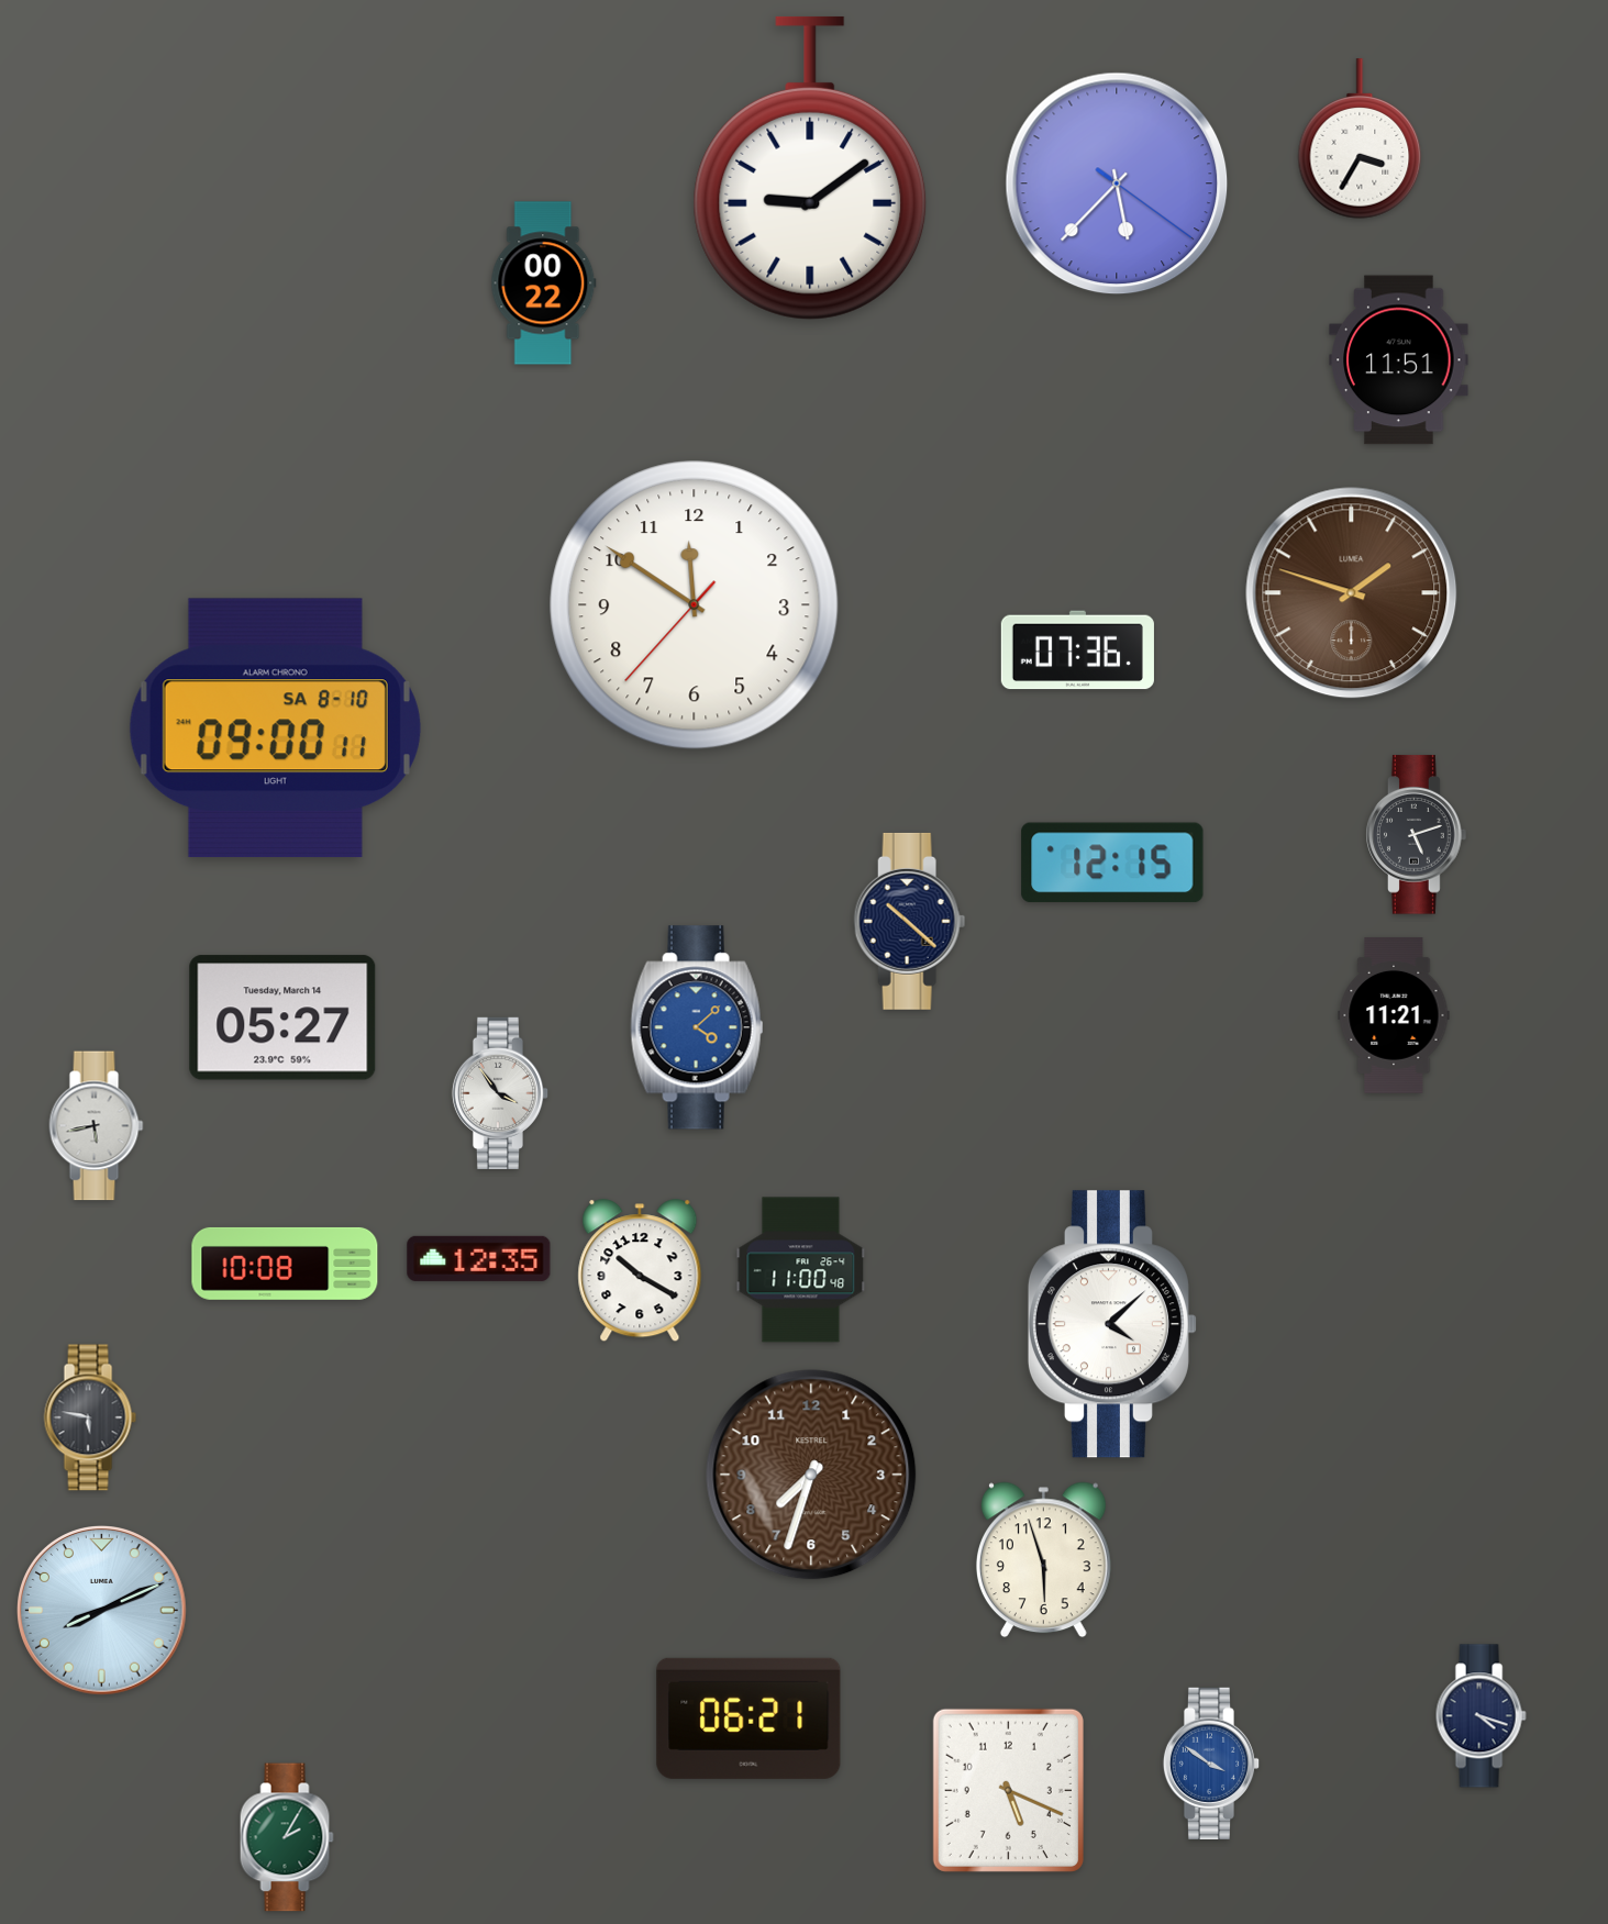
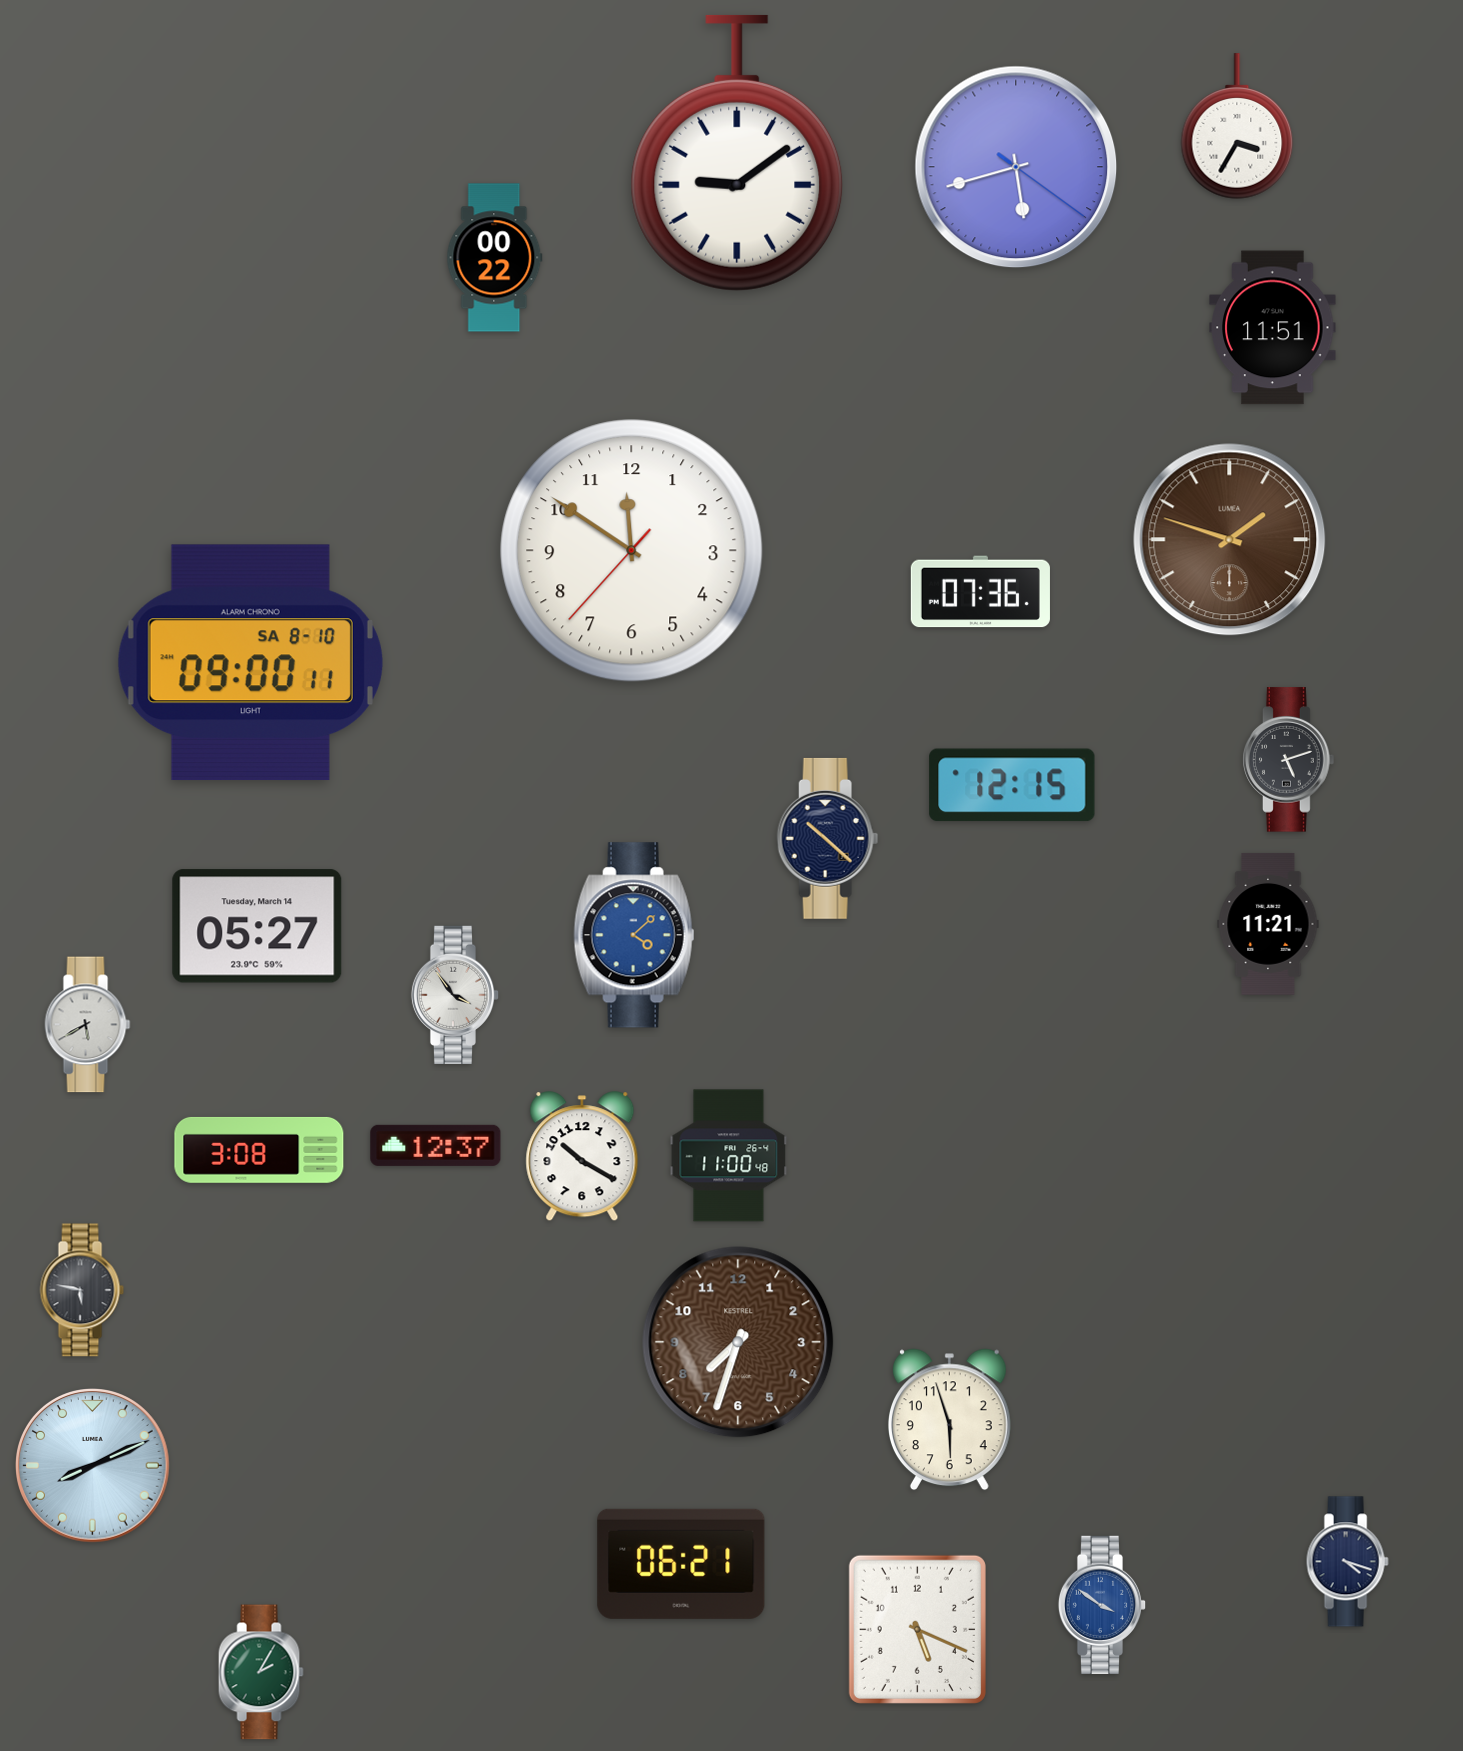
clock at (1117, 183): 5:37 -> 5:42
clock at (97, 1126): 5:43 -> 5:40
clock at (479, 1258): 12:35 -> 12:37
clock at (285, 1264): 10:08 -> 3:08
clock at (1112, 1324): 4:08 -> none
